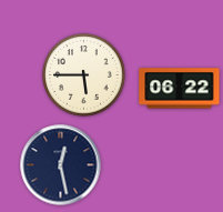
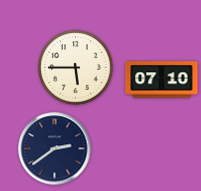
clock at (180, 89): 06:22 -> 07:10
clock at (61, 165): 12:28 -> 2:39
